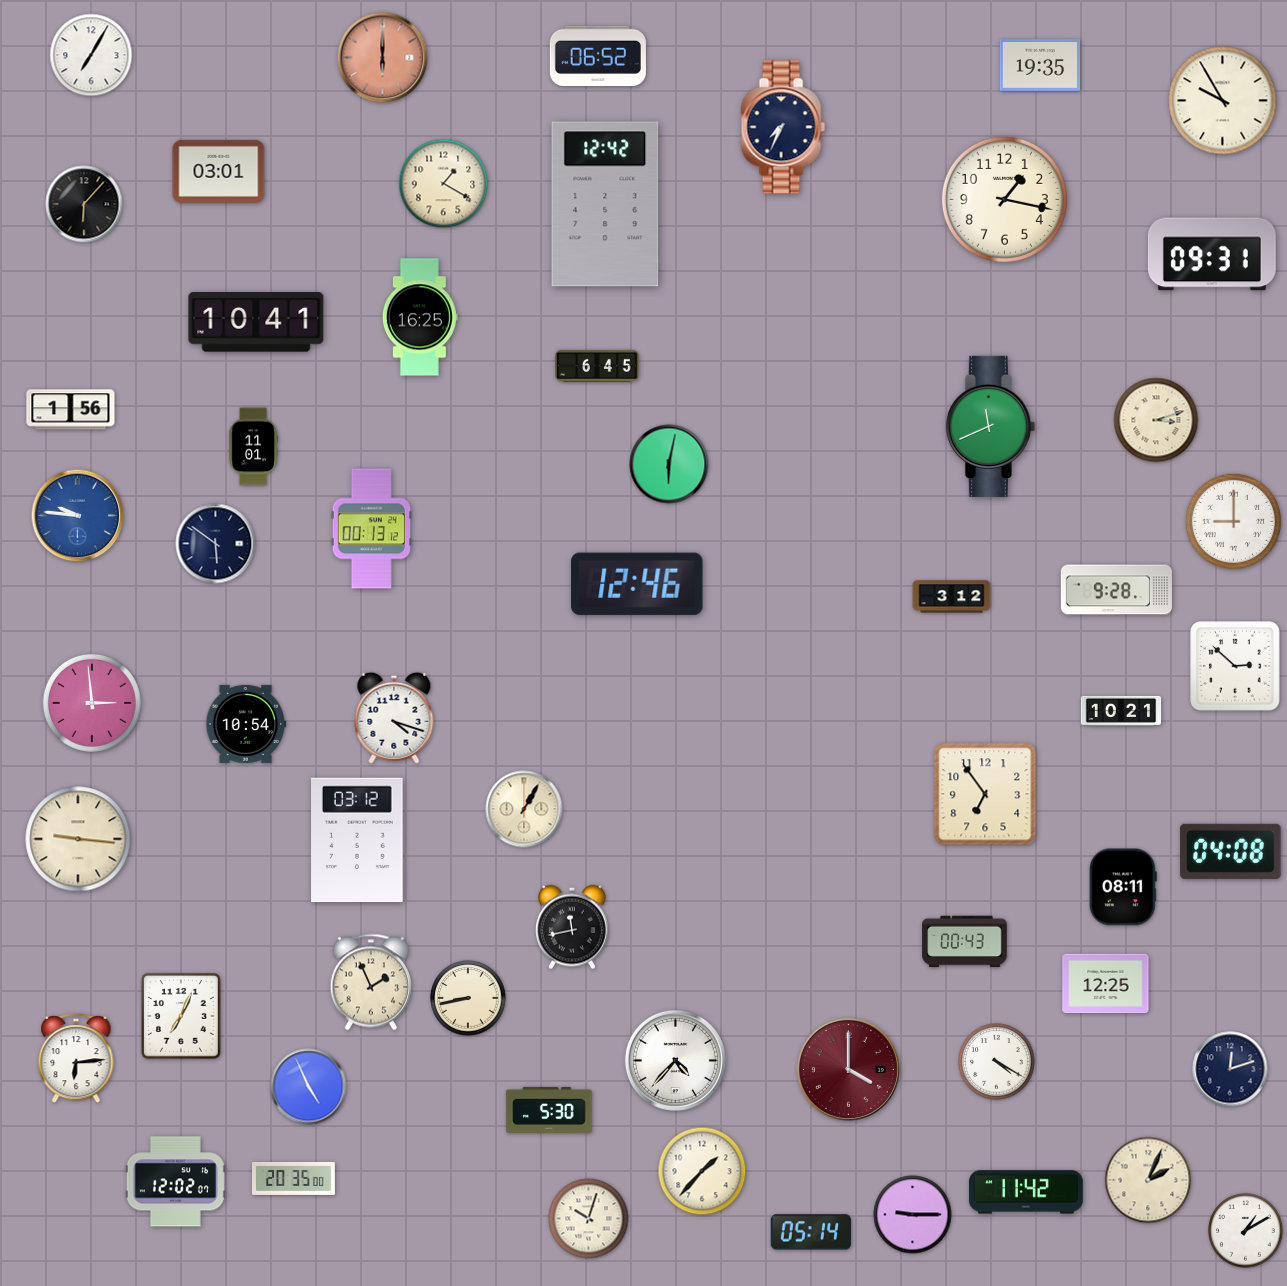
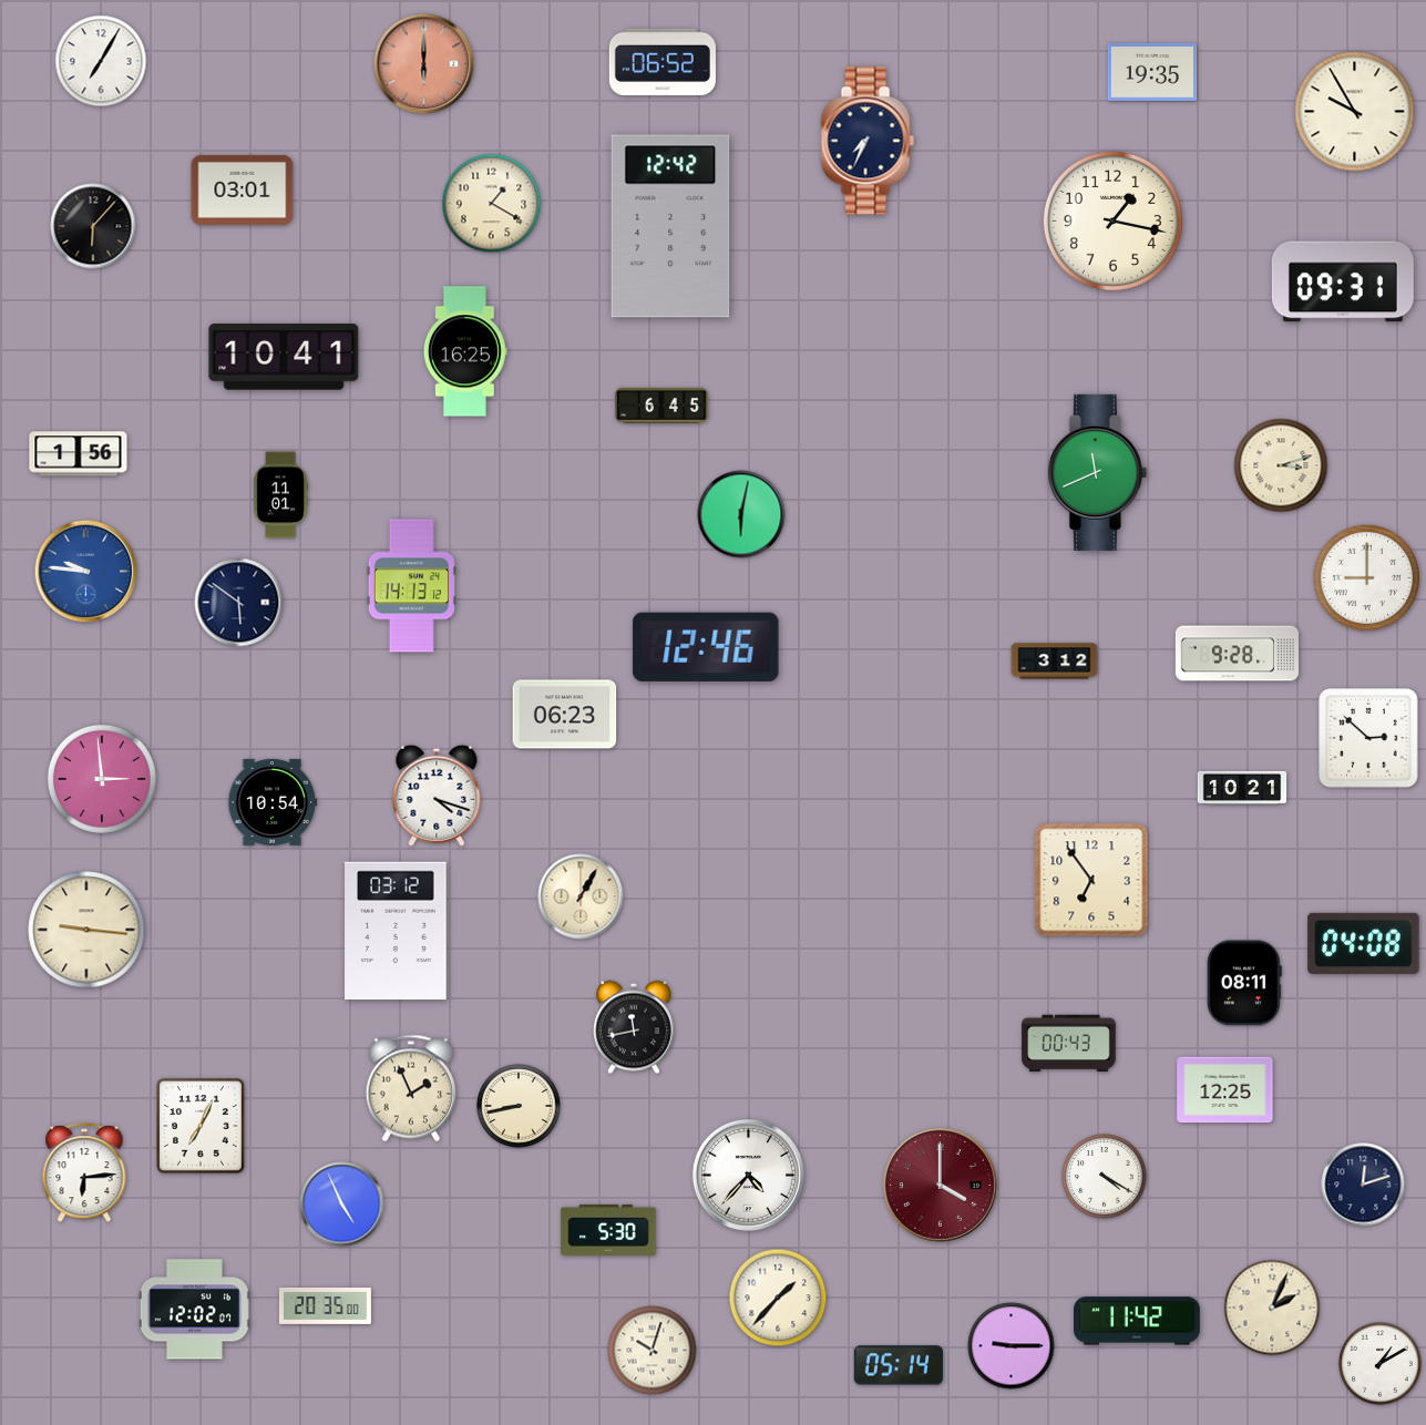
clock at (371, 529): 00:13 -> 14:13
clock at (565, 715): none -> 06:23
